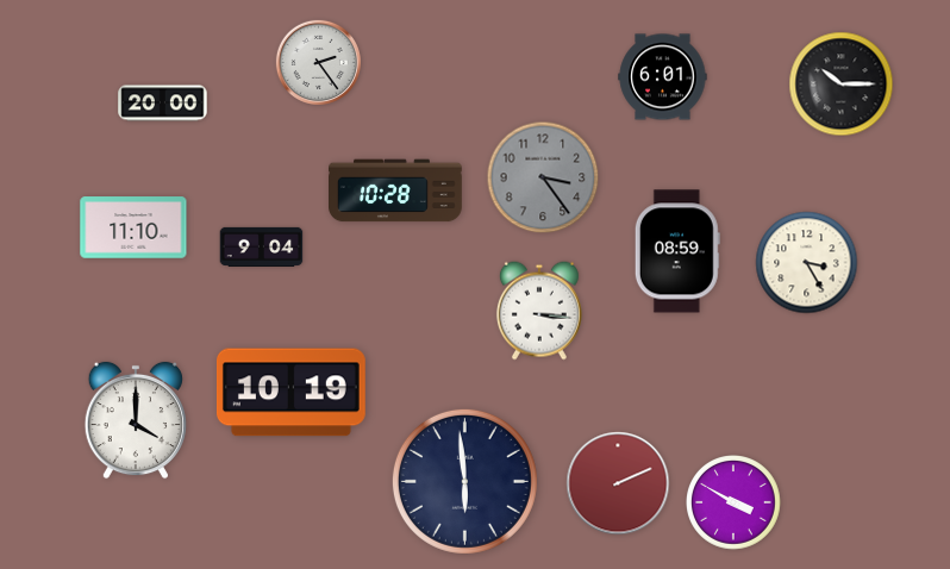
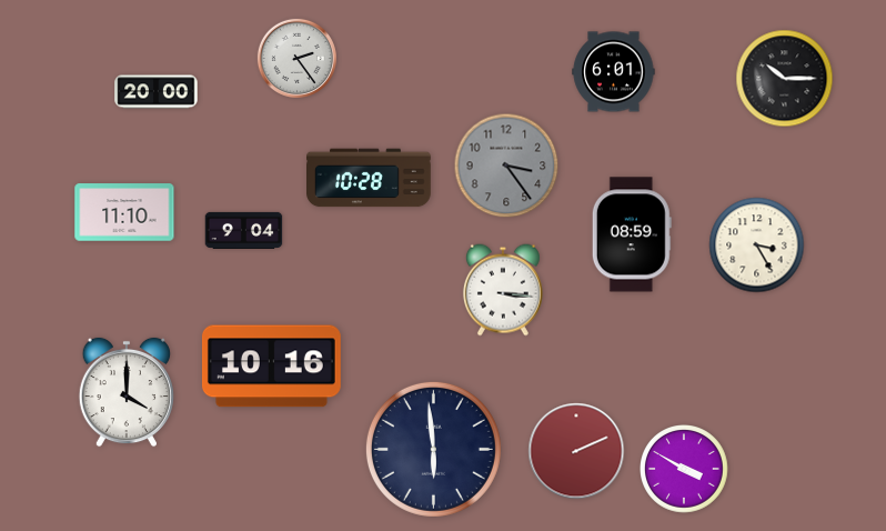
clock at (663, 77) position: (663, 77) -> (614, 72)
clock at (163, 104) position: (163, 104) -> (157, 92)
clock at (807, 263) position: (807, 263) -> (757, 246)
clock at (290, 393): 10:19 -> 10:16
